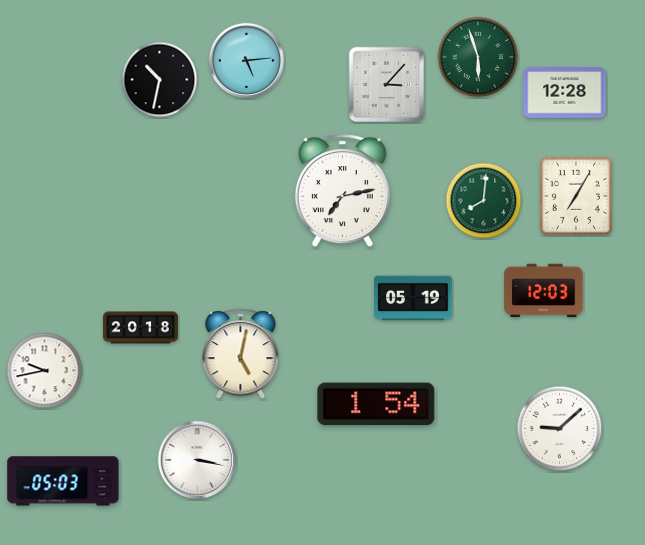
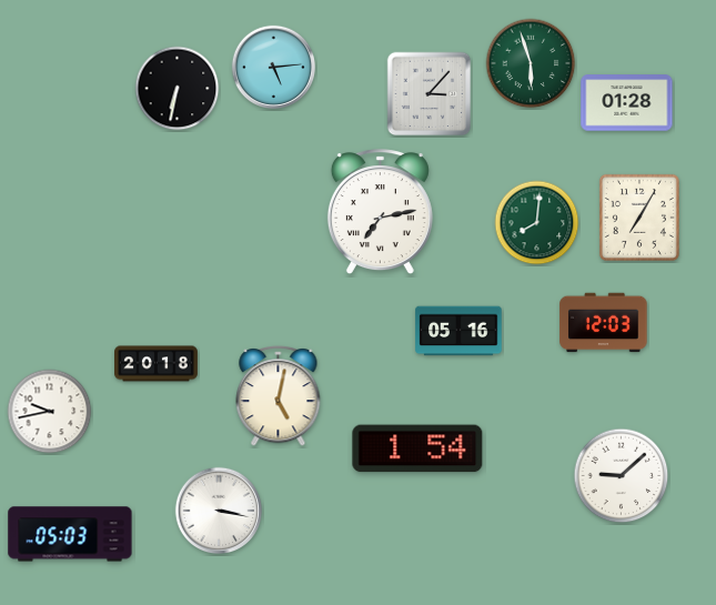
clock at (160, 80): 10:32 -> 6:32
clock at (565, 93): 12:28 -> 01:28
clock at (413, 298): 05:19 -> 05:16
clock at (241, 354) position: (241, 354) -> (279, 396)
